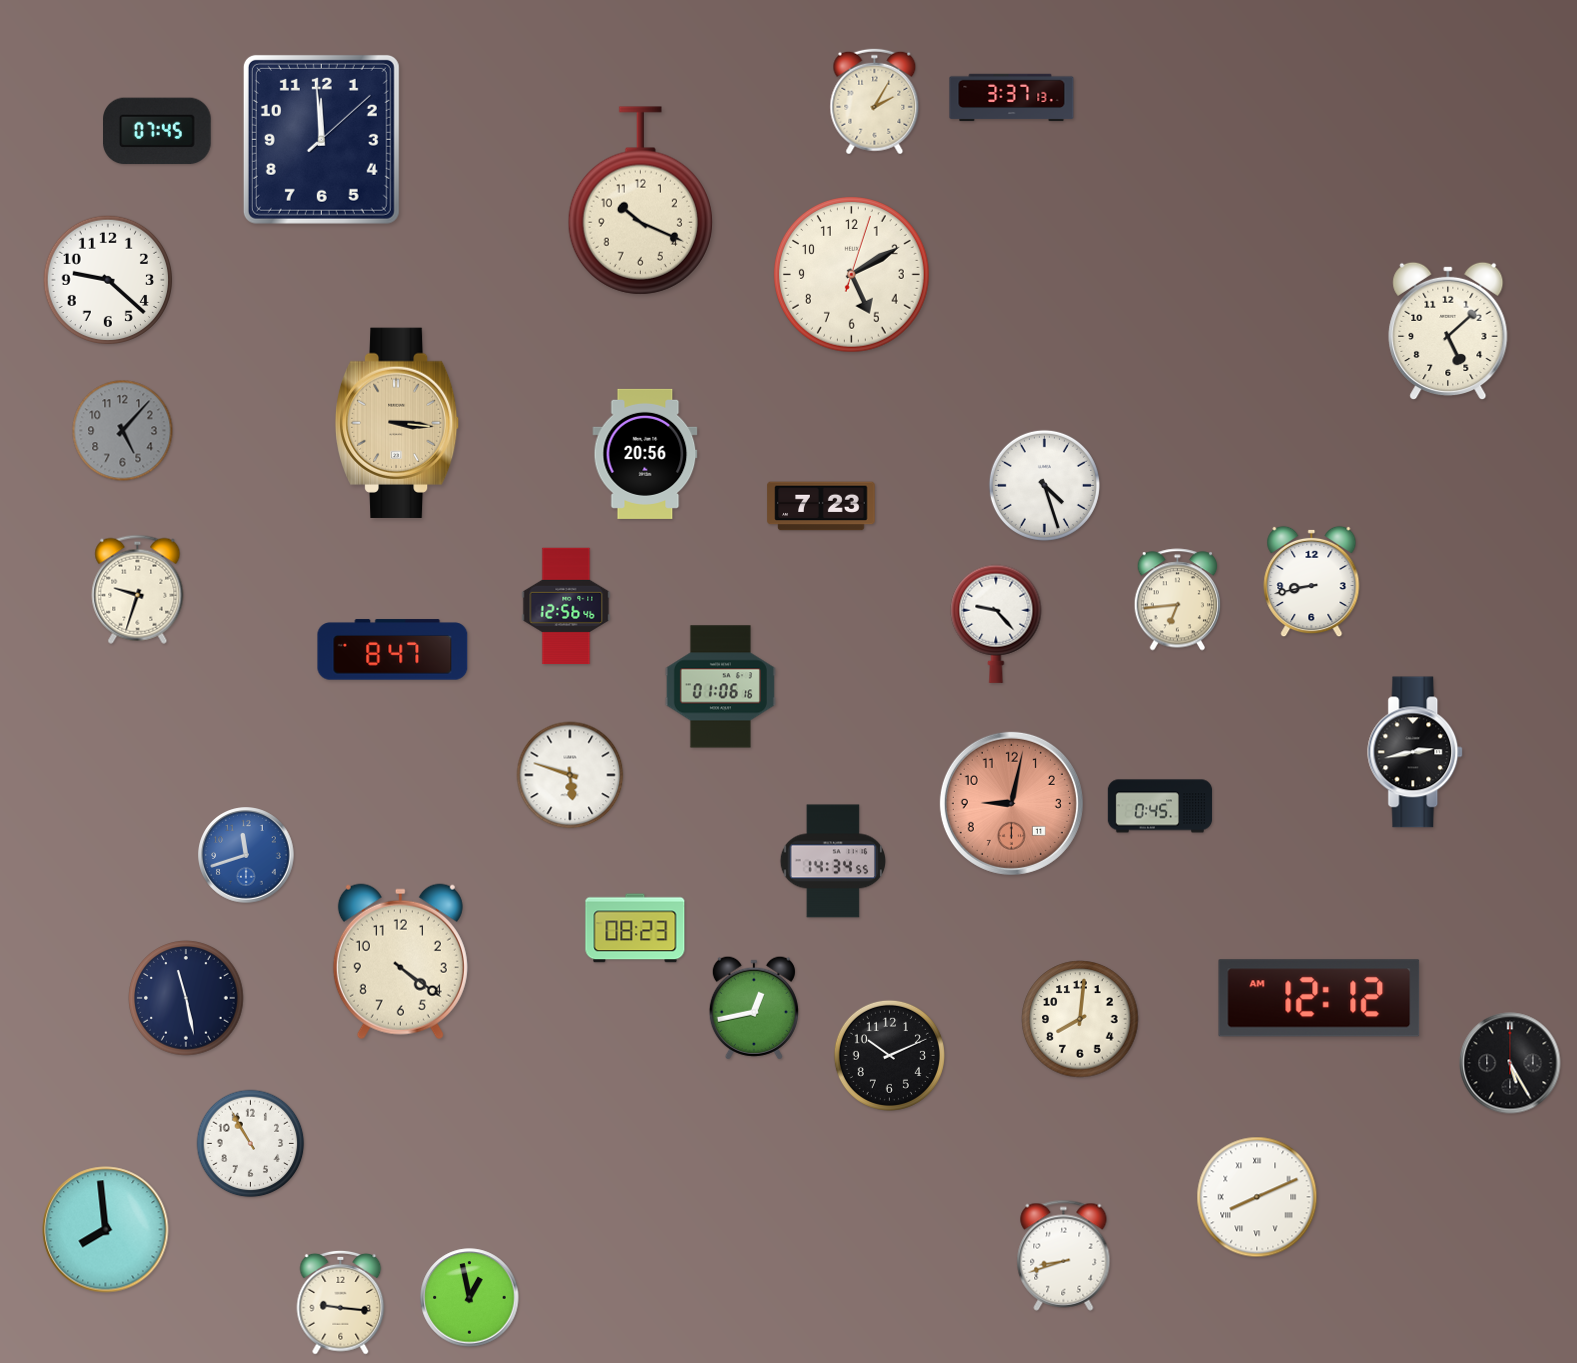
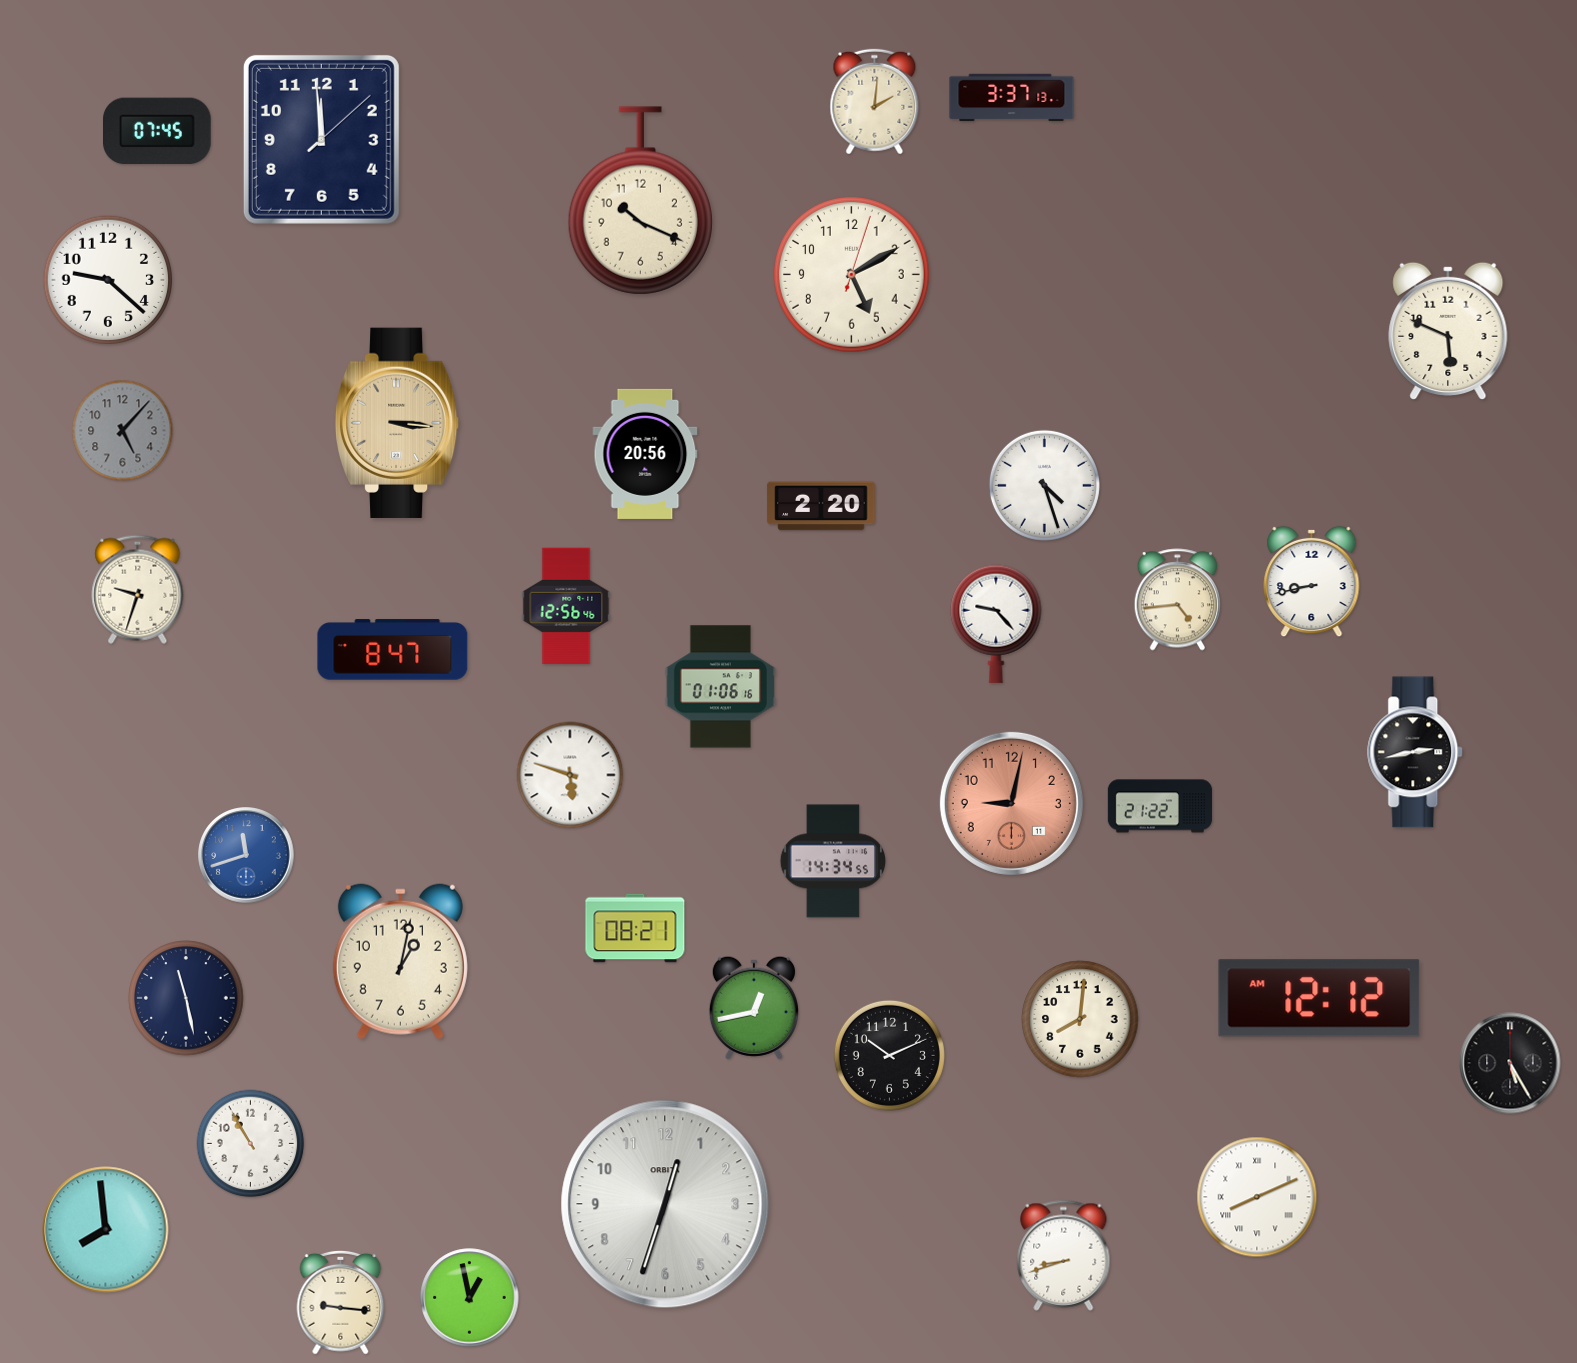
clock at (875, 102): 2:05 -> 2:01
clock at (1448, 331): 5:08 -> 5:49
clock at (821, 506): 7:23 -> 2:20
clock at (1178, 600): 6:44 -> 4:44
clock at (1160, 806): 0:45 -> 21:22
clock at (635, 928): 08:23 -> 08:21
clock at (400, 962): 4:21 -> 1:02
clock at (665, 1204): none -> 12:33
